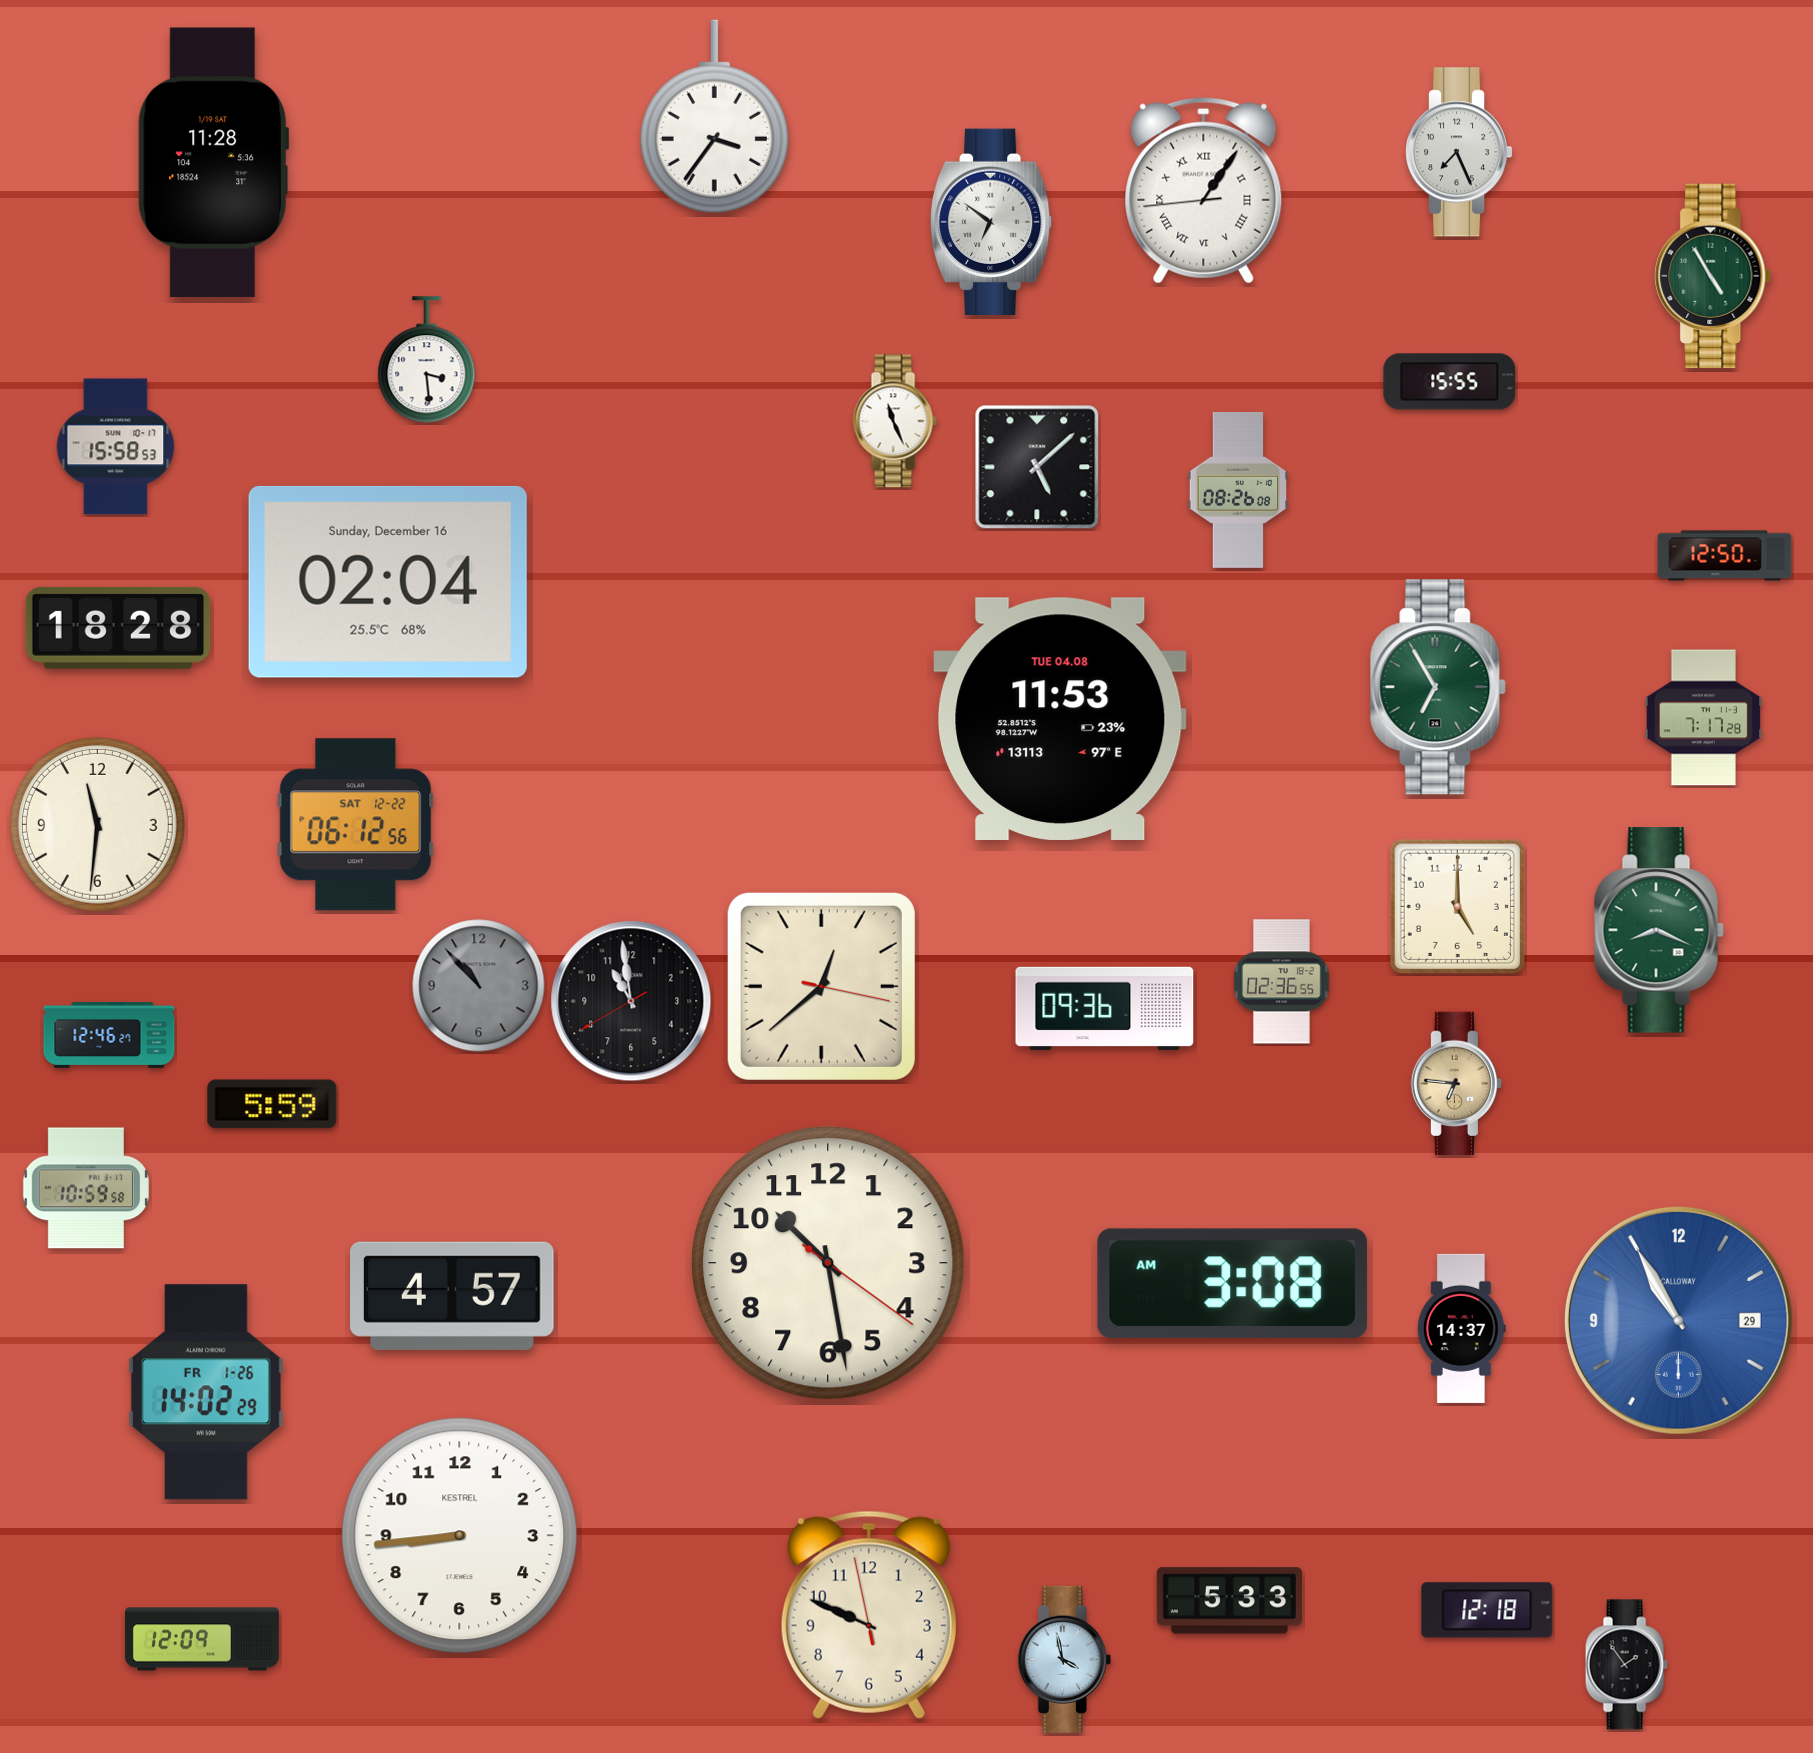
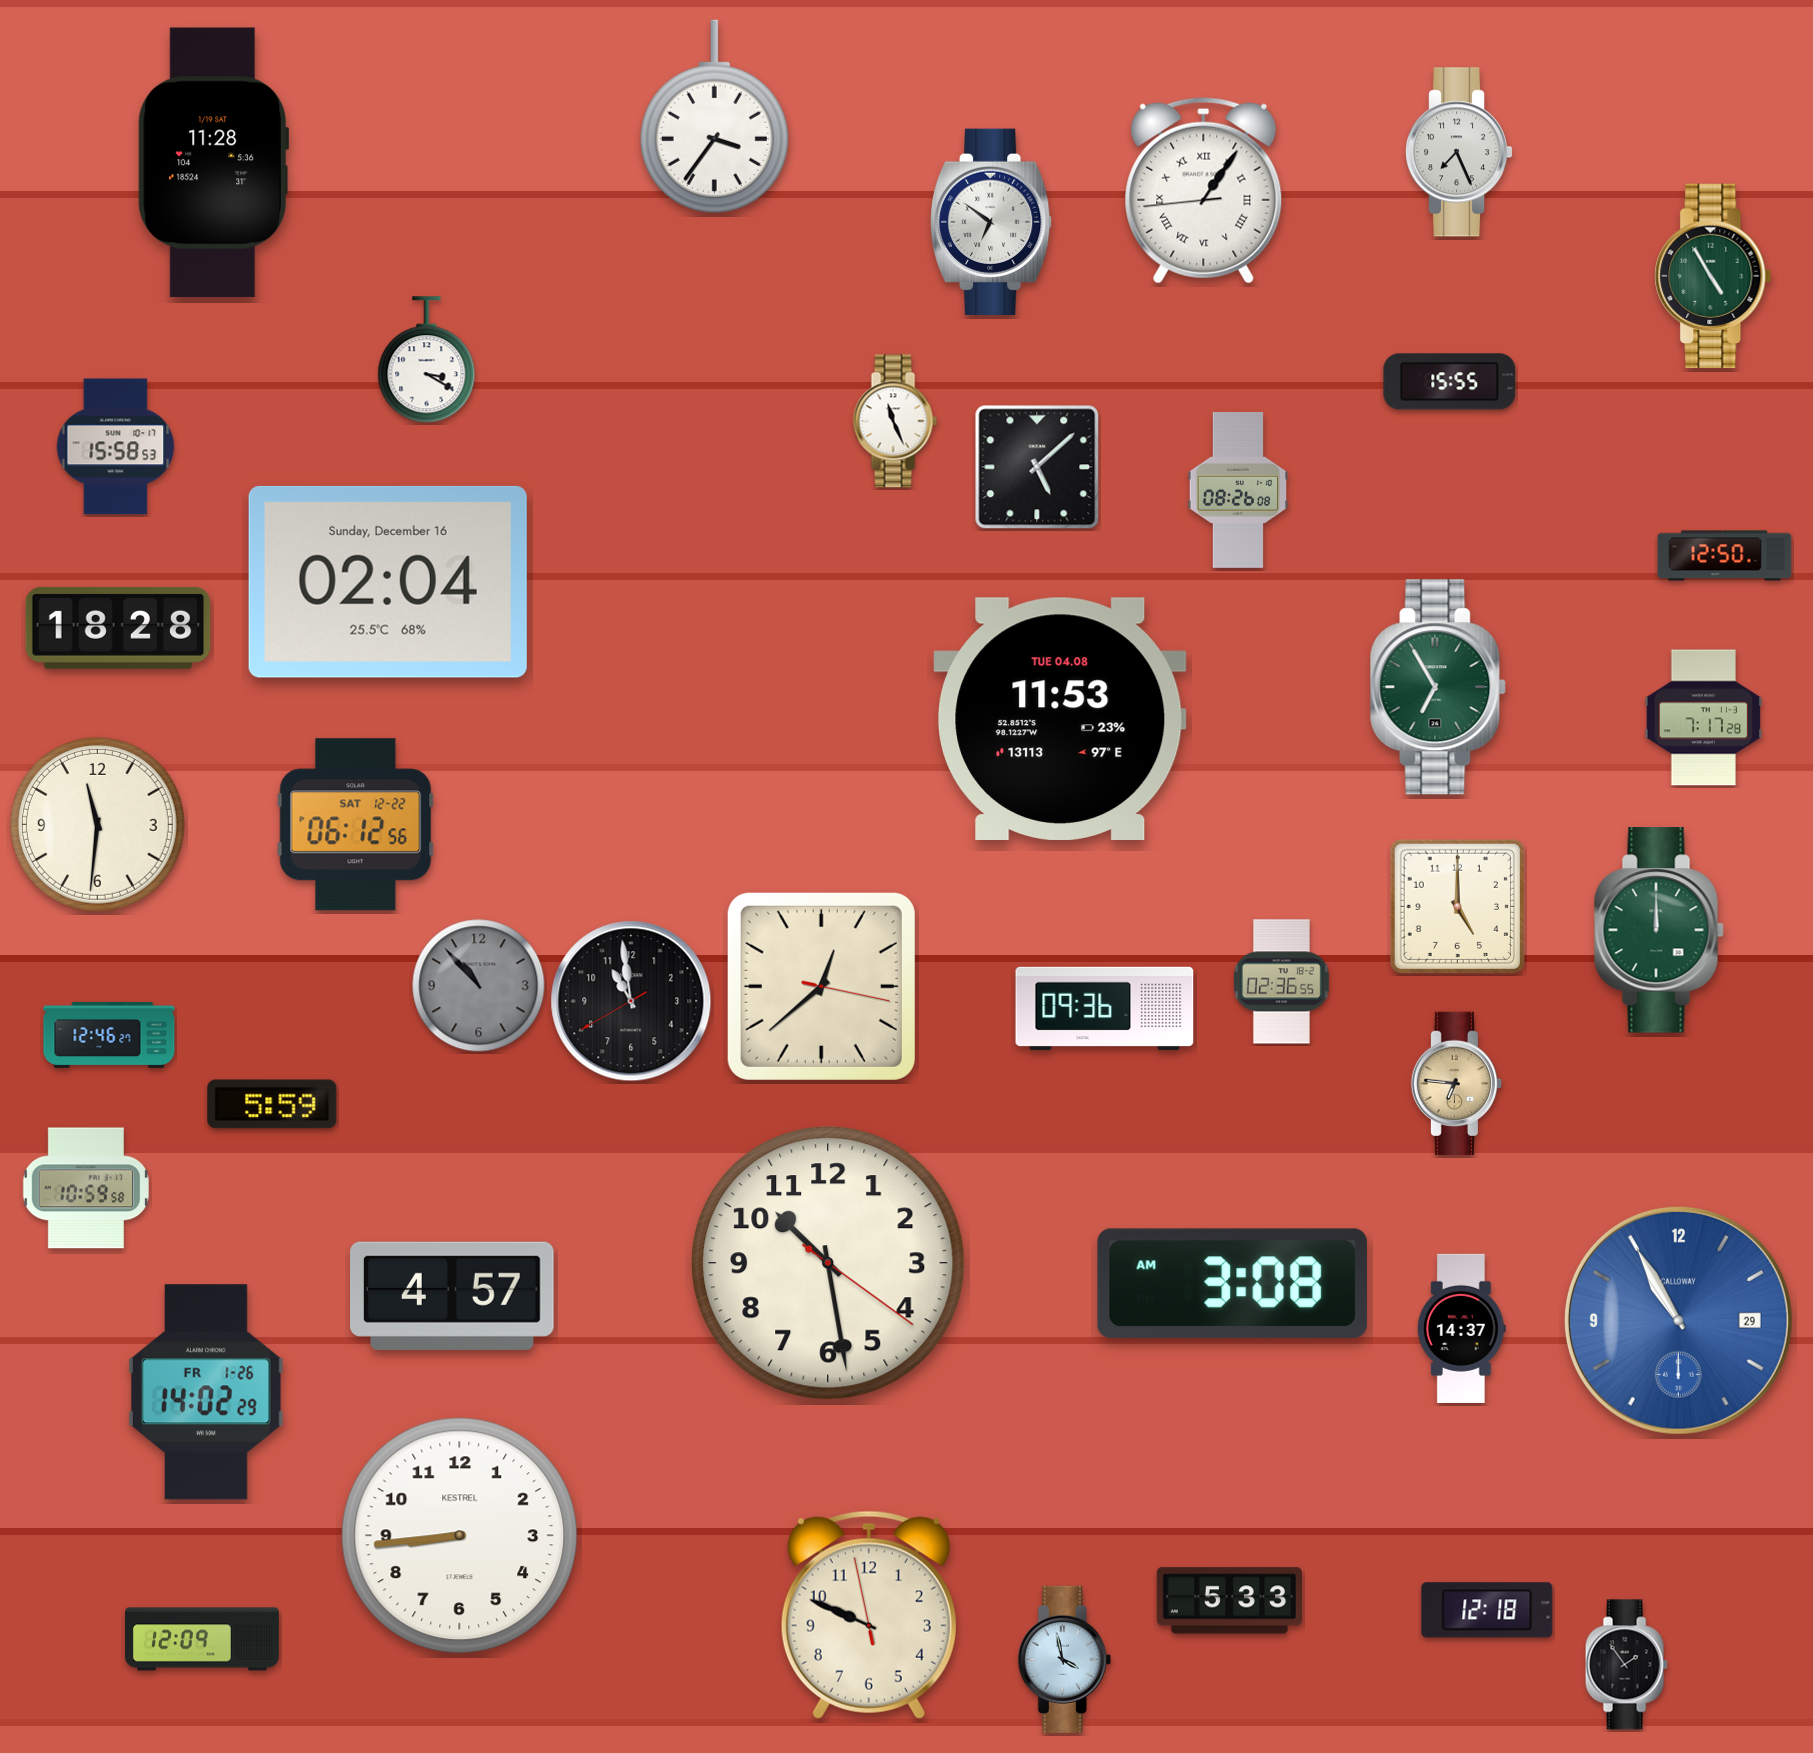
clock at (427, 360): 3:29 -> 3:20
clock at (1659, 930): 8:19 -> 12:00
